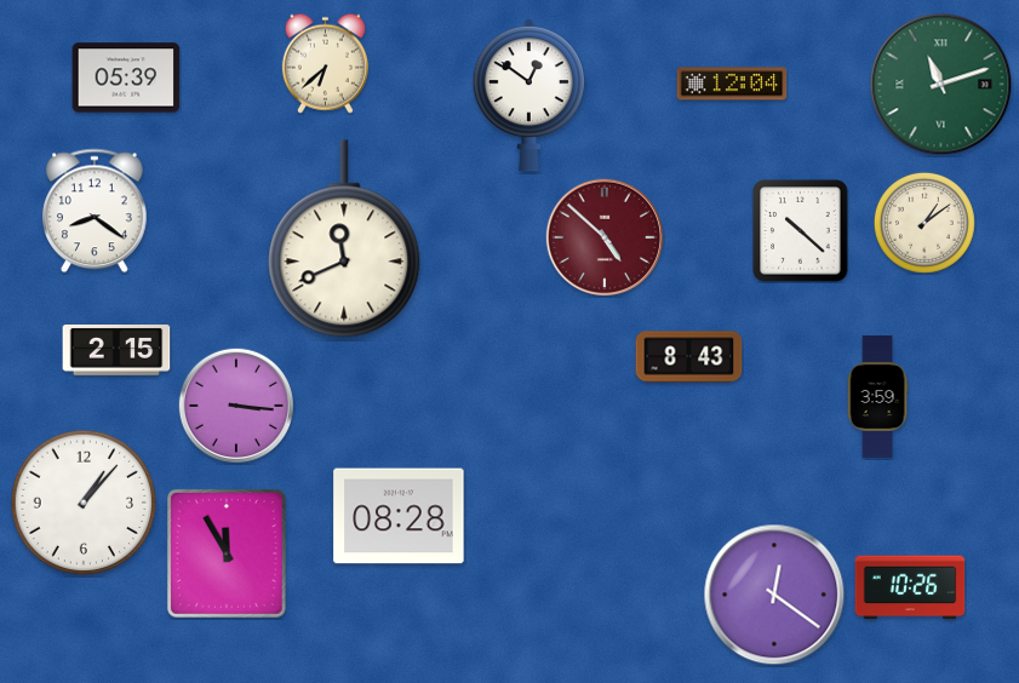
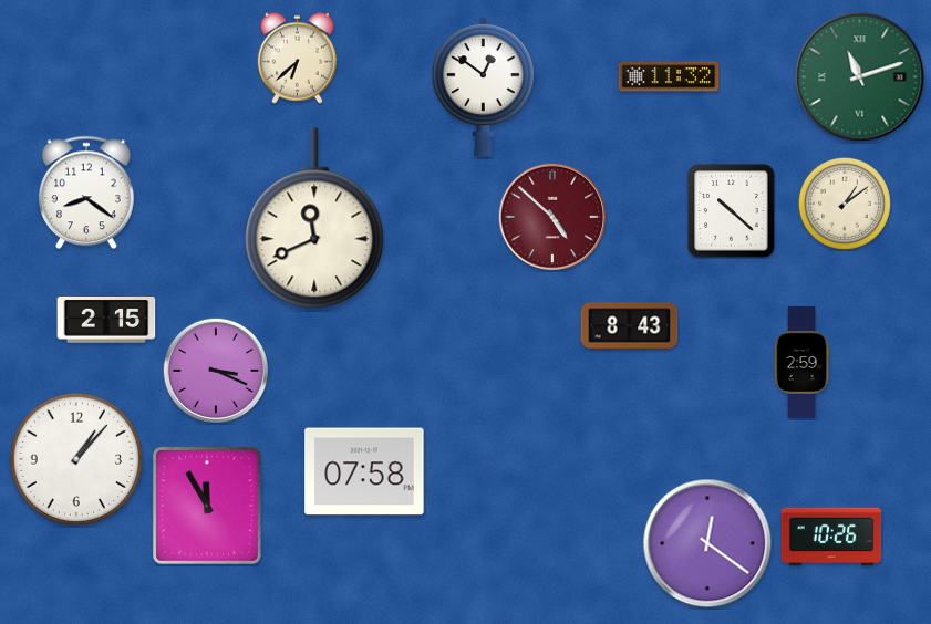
clock at (126, 78): 05:39 -> none
clock at (732, 84): 12:04 -> 11:32
clock at (877, 397): 3:59 -> 2:59
clock at (236, 406): 3:16 -> 3:19
clock at (399, 516): 08:28 -> 07:58
